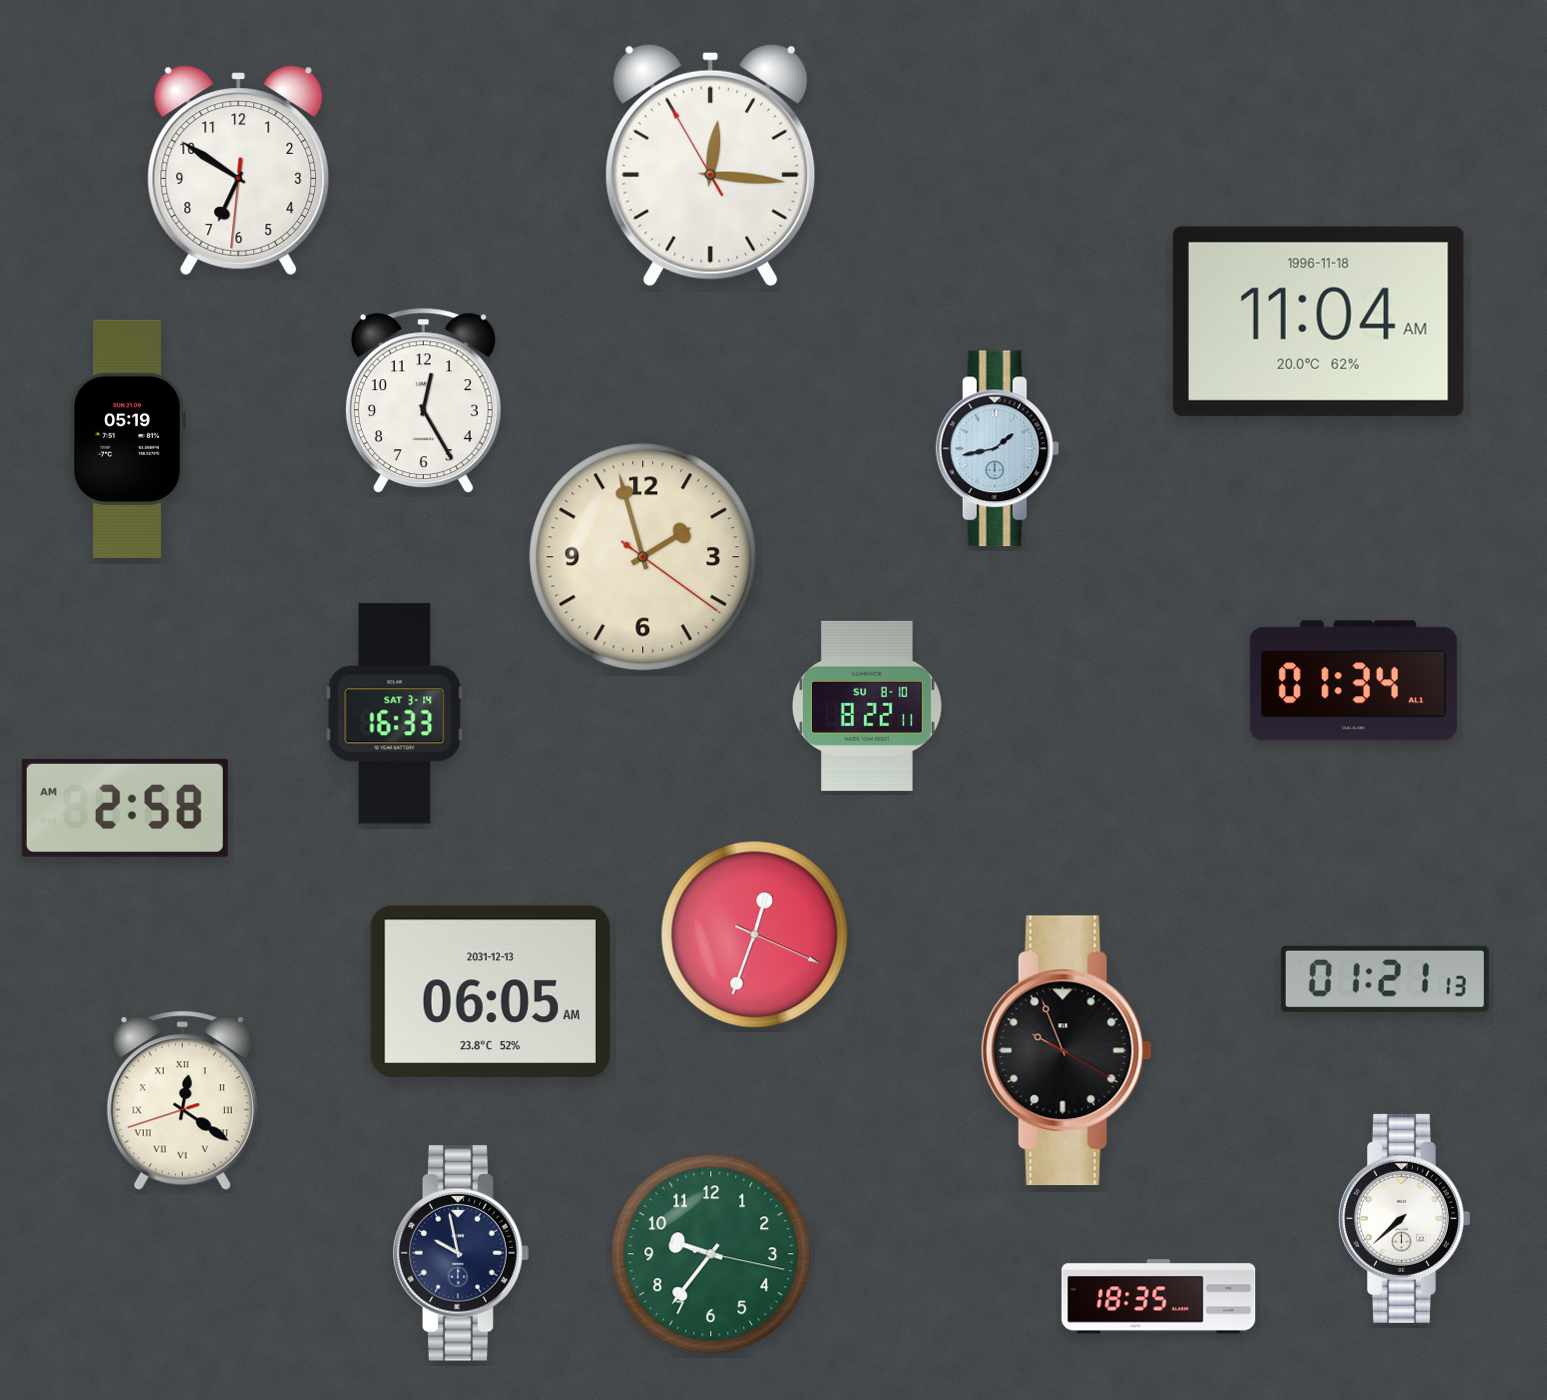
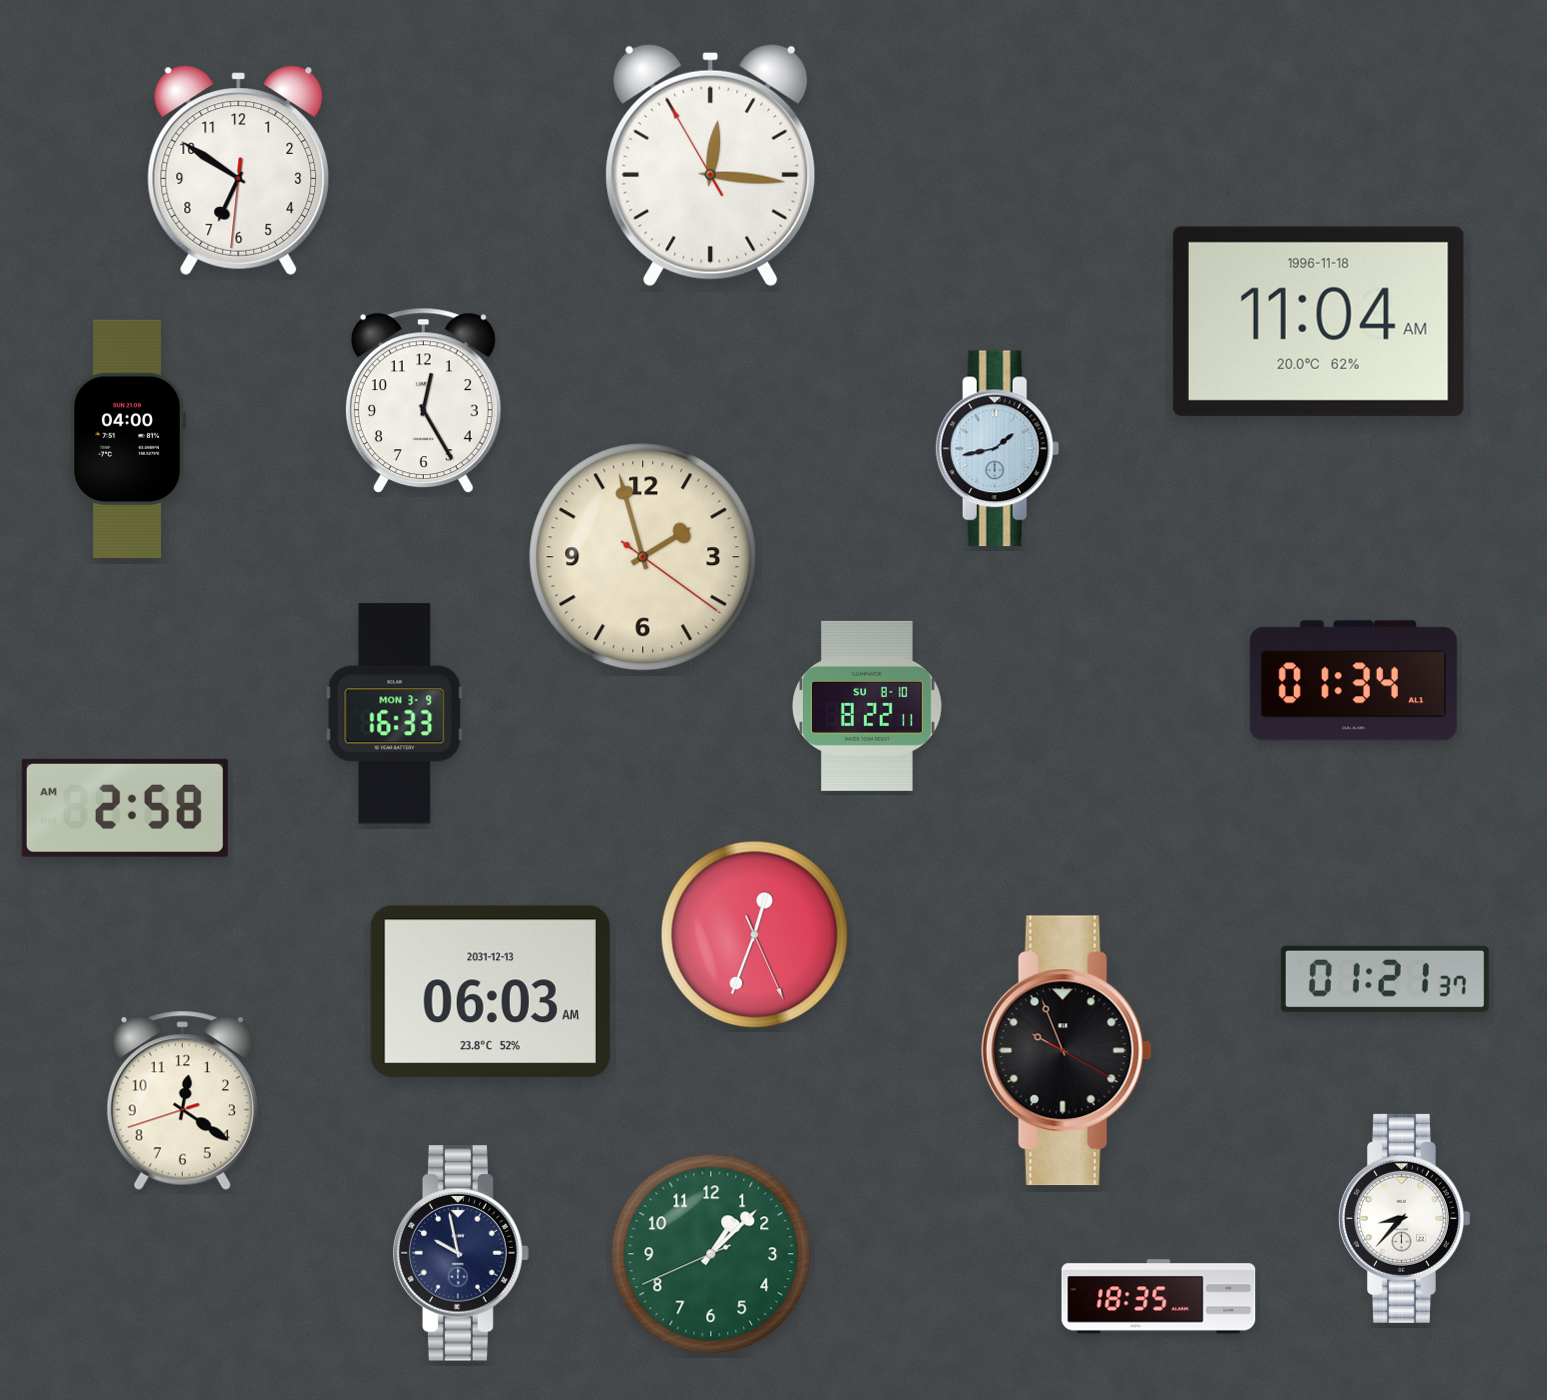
clock at (128, 438): 05:19 -> 04:00
clock at (395, 714) date: SAT 3-14 -> MON 3-9
clock at (755, 935): 12:33:19 -> 12:33:26
clock at (1385, 979): 01:21:13 -> 01:21:37
clock at (490, 992): 06:05 -> 06:03
clock at (182, 1101) numerals: Roman -> Arabic
clock at (1404, 1218): 7:38 -> 8:37
clock at (711, 1254): 9:36 -> 1:07
